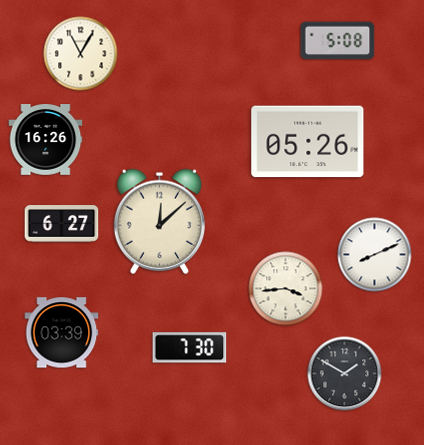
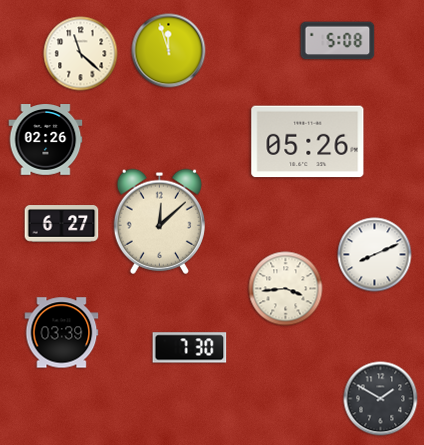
clock at (169, 51): none -> 11:57
clock at (81, 54): 11:05 -> 11:22
clock at (46, 140): 16:26 -> 02:26
clock at (345, 374) position: (345, 374) -> (381, 399)
